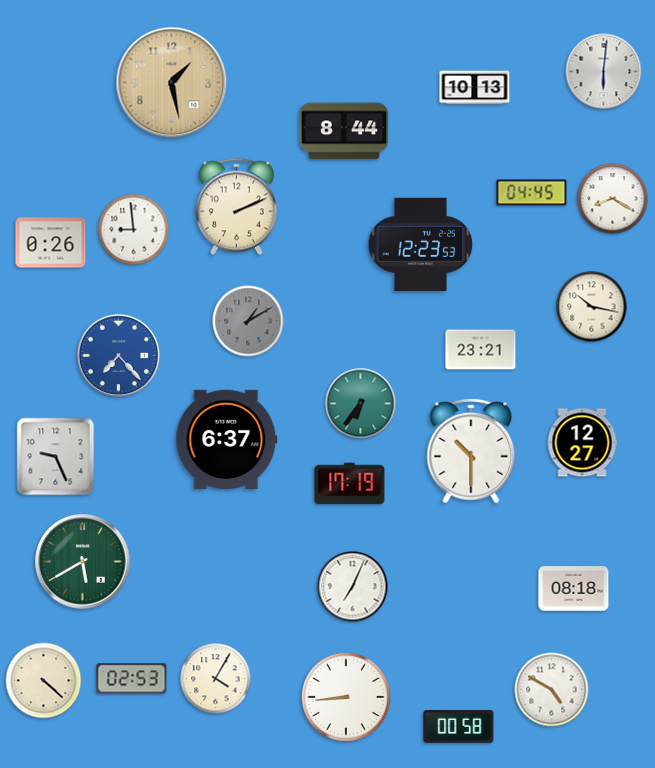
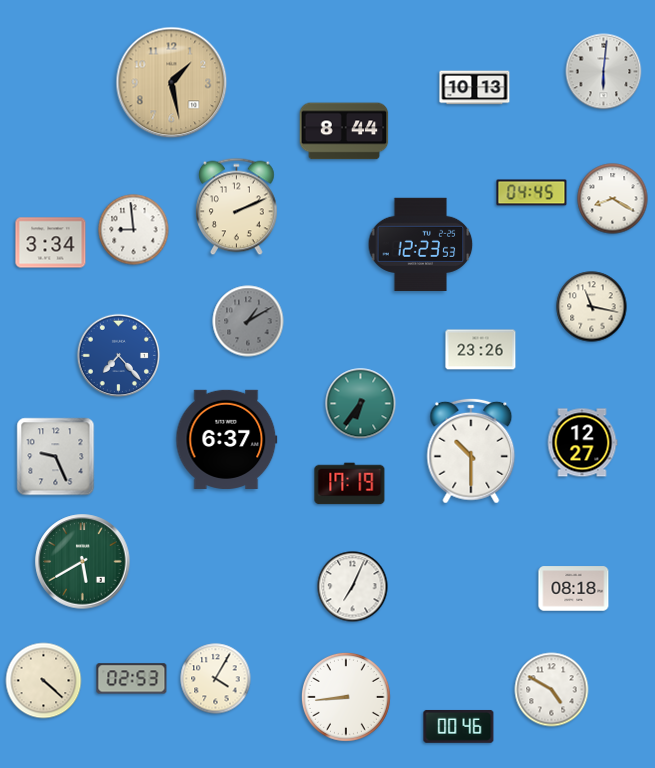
clock at (51, 243): 0:26 -> 3:34
clock at (592, 307): 10:17 -> 11:17
clock at (481, 350): 23:21 -> 23:26
clock at (459, 726): 00:58 -> 00:46
